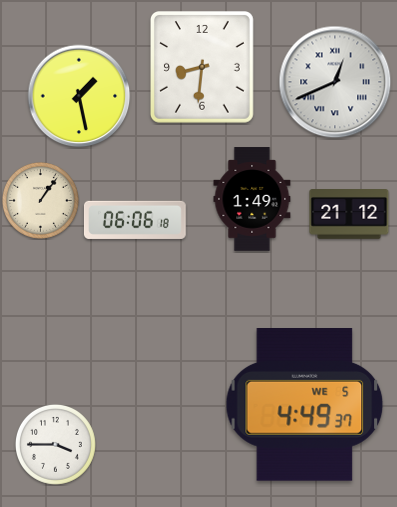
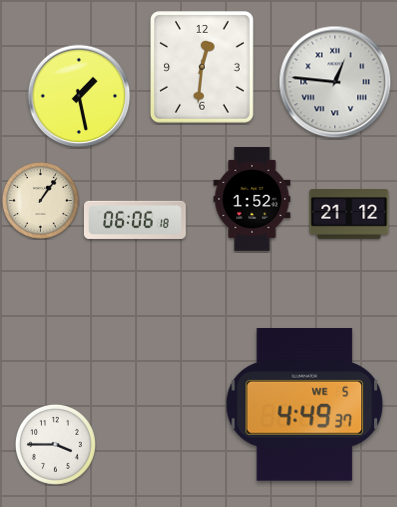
clock at (202, 68): 8:31 -> 12:31
clock at (335, 82): 12:41 -> 12:46
clock at (252, 199): 1:49 -> 1:52
